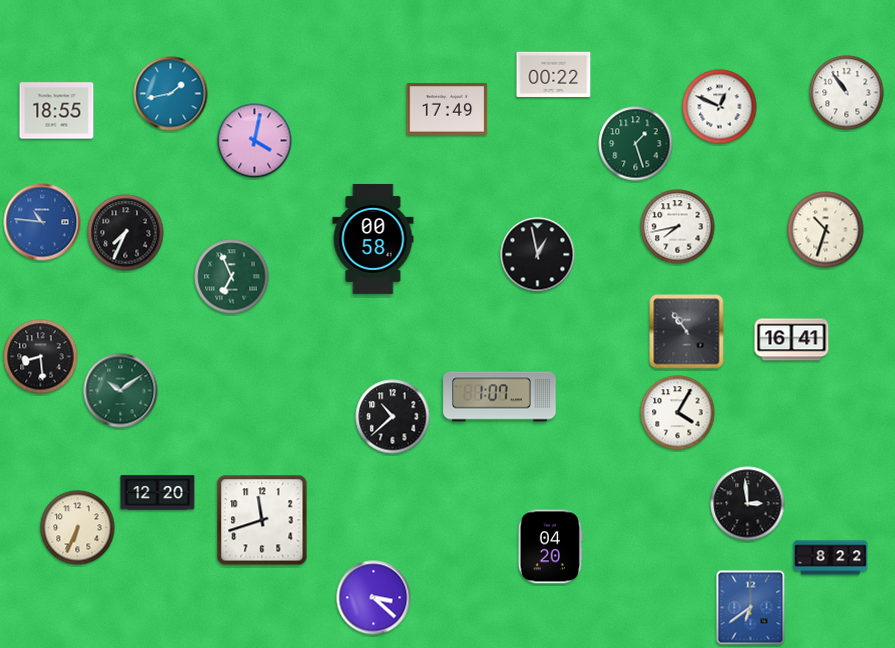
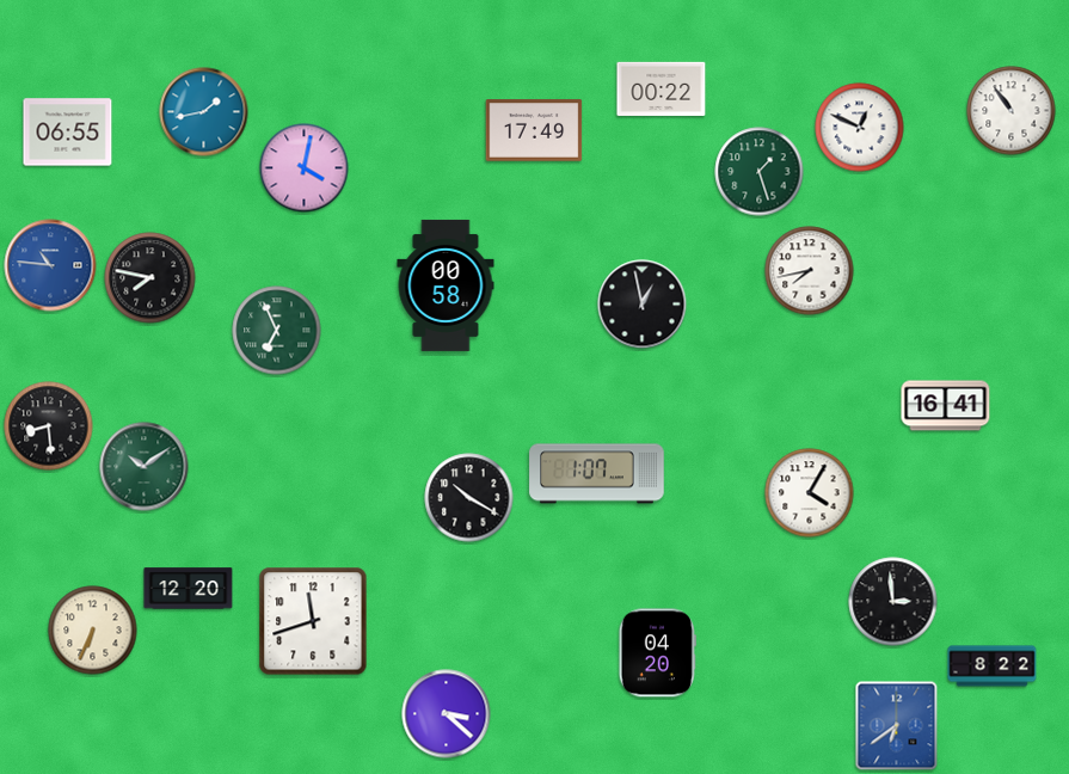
clock at (57, 111): 18:55 -> 06:55
clock at (826, 230): 10:33 -> none
clock at (126, 233): 7:34 -> 7:47
clock at (687, 332): 10:54 -> none
clock at (393, 417): 10:38 -> 10:20
